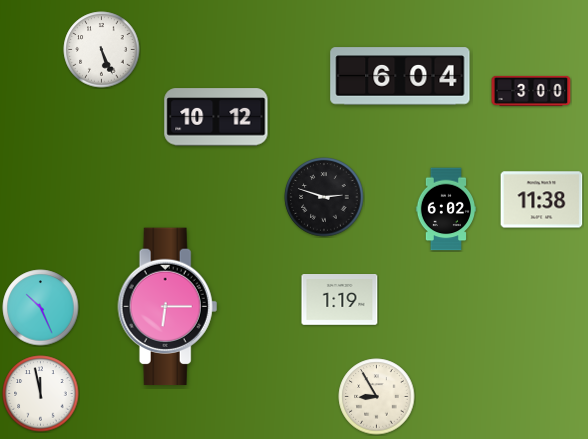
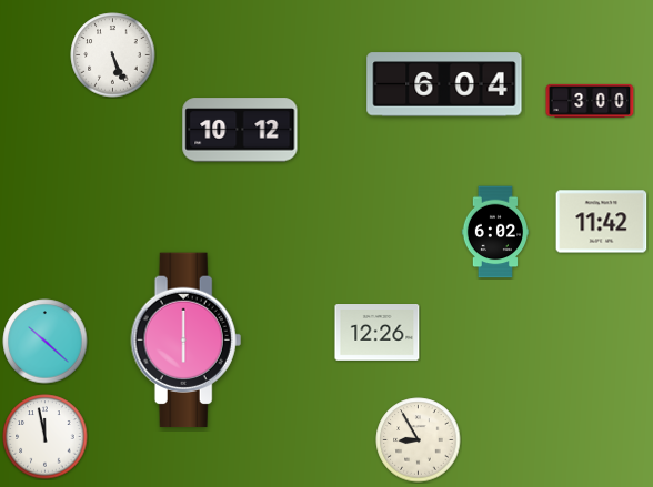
clock at (324, 197): 2:48 -> none
clock at (542, 200): 11:38 -> 11:42
clock at (340, 300): 1:19 -> 12:26
clock at (168, 307): 6:15 -> 6:00
clock at (41, 308): 10:26 -> 10:22
